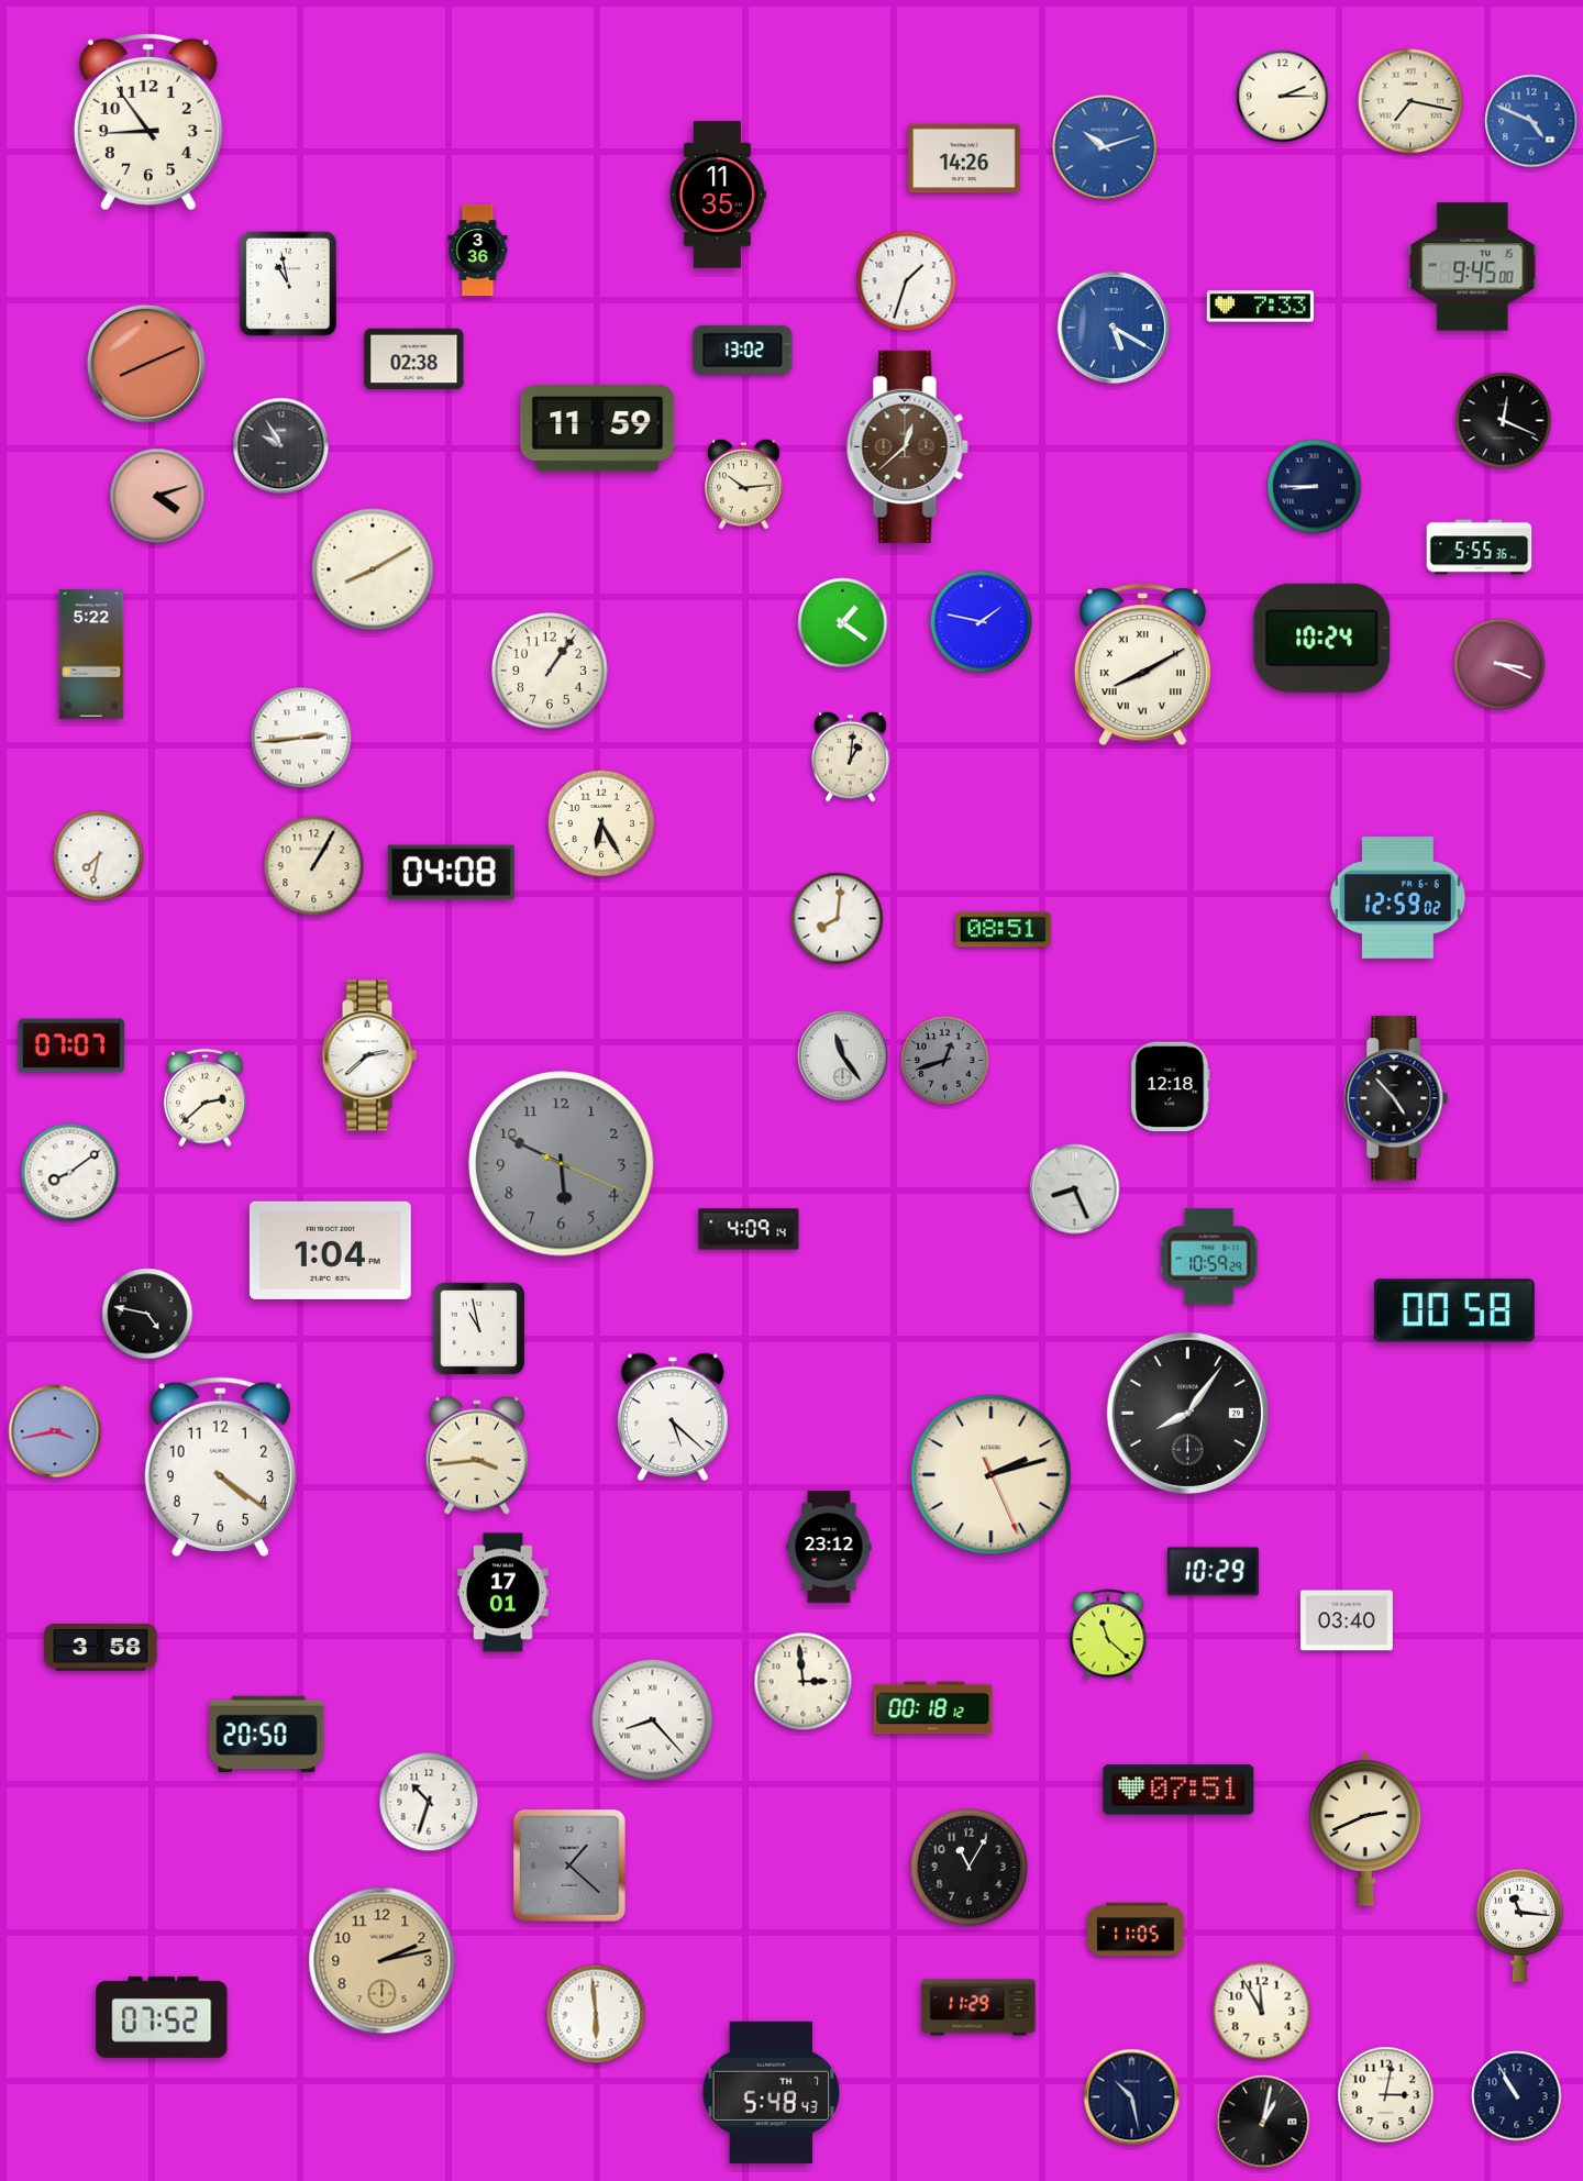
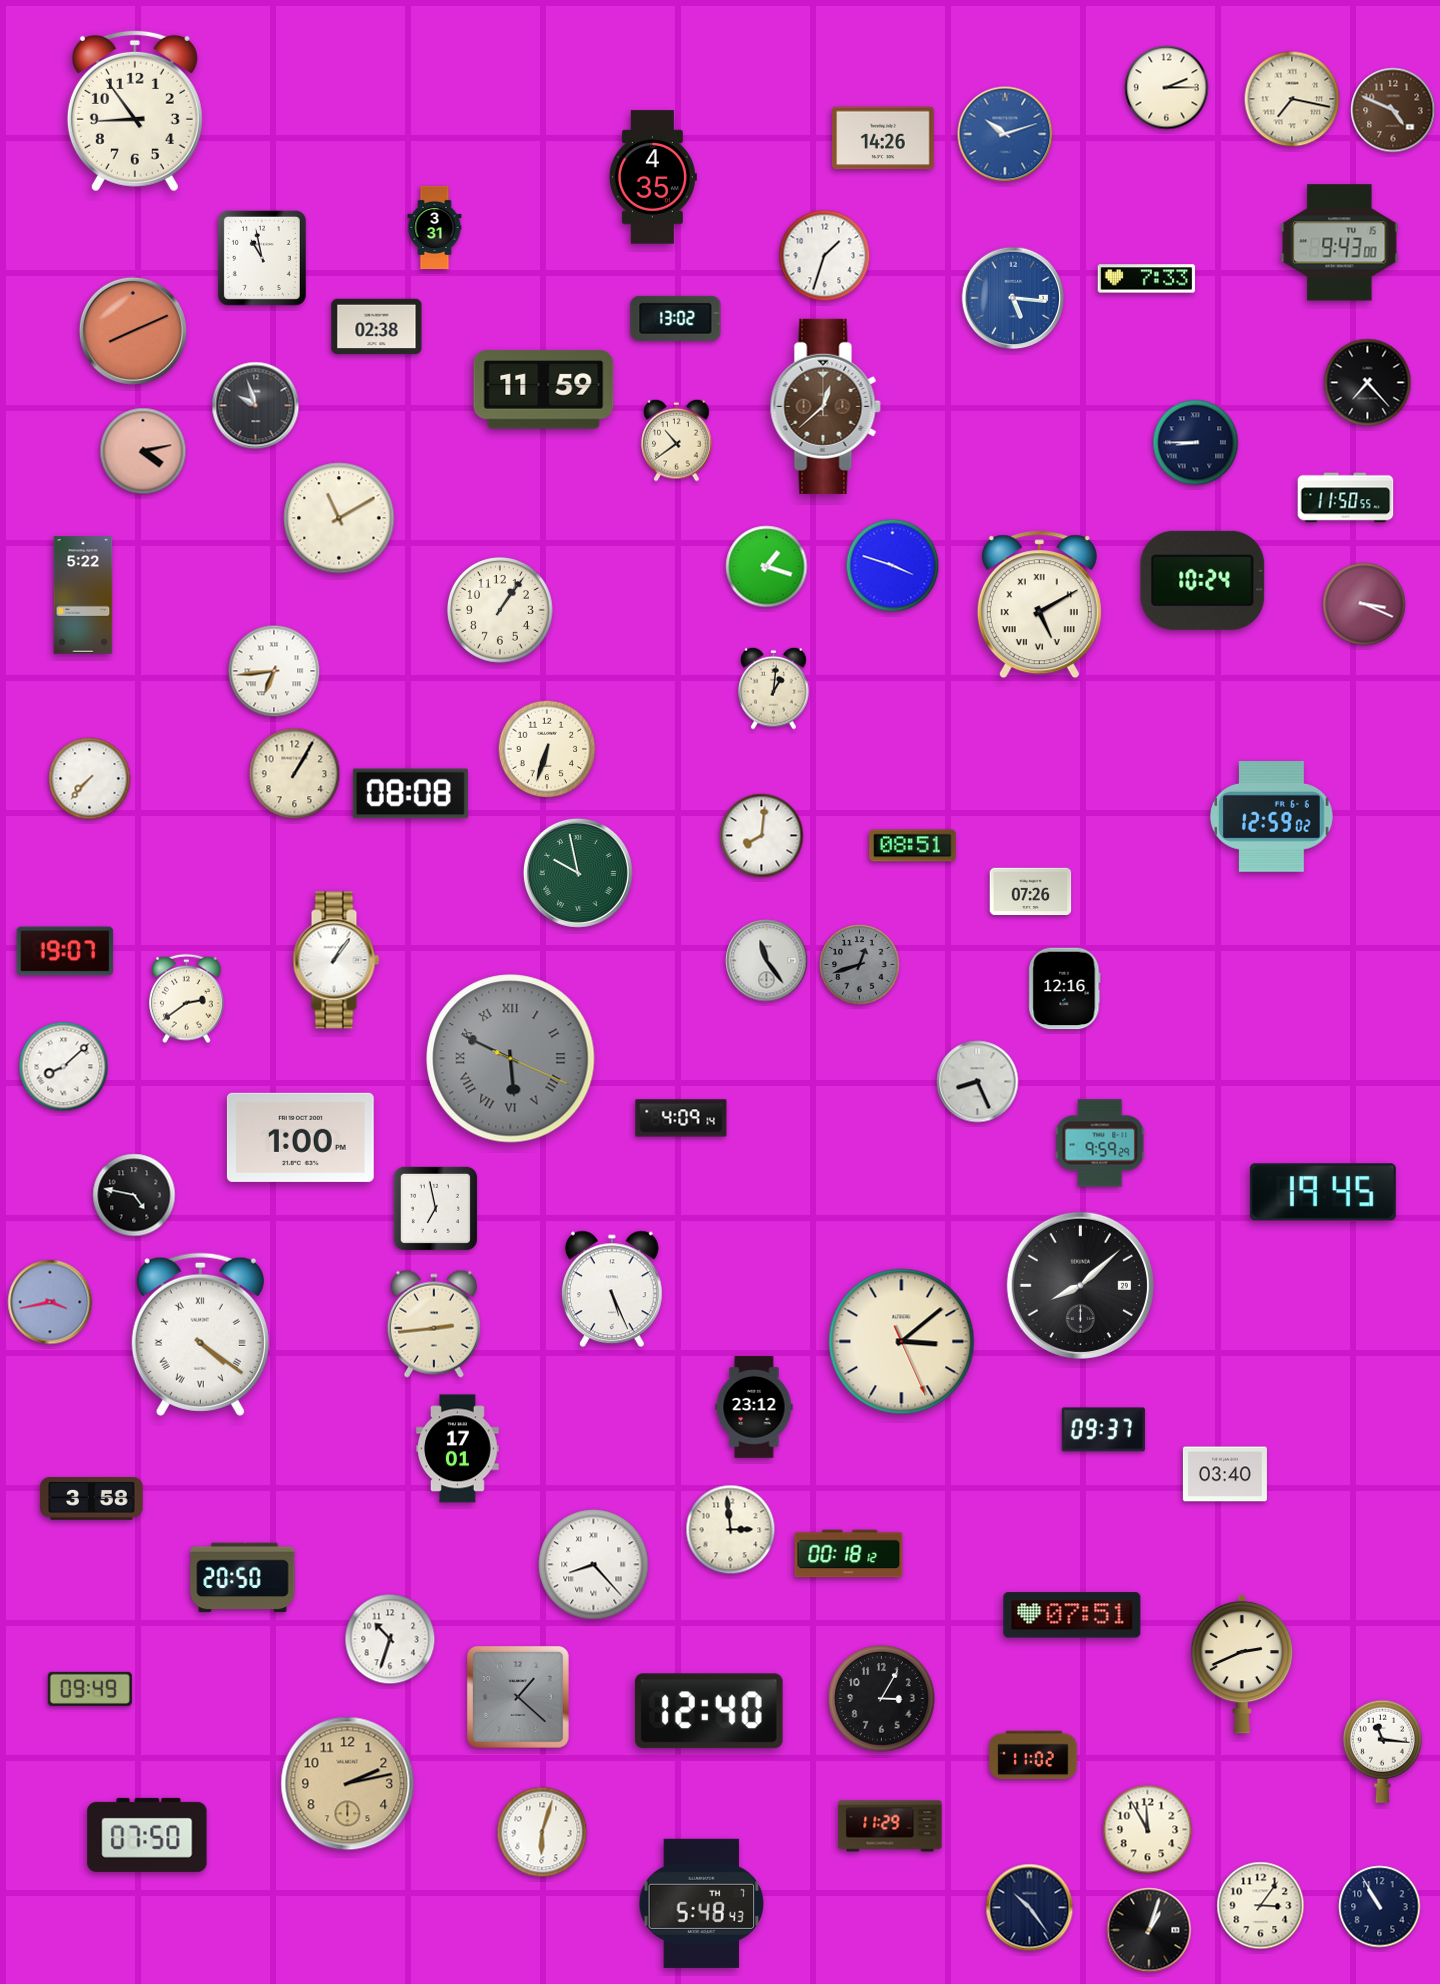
clock at (1410, 101) position: (1410, 101) -> (1292, 99)
clock at (1531, 121) dial: blue -> brown
clock at (964, 158) position: (964, 158) -> (883, 138)
clock at (718, 195): 11:35 -> 4:35
clock at (478, 250): 3:36 -> 3:31
clock at (1473, 267): 9:45 -> 9:43
clock at (1114, 328): 5:20 -> 5:16
clock at (1504, 421): 12:19 -> 7:23
clock at (281, 446): 9:55 -> 9:57
clock at (744, 484): 10:14 -> 10:39
clock at (157, 496): 4:12 -> 4:13
clock at (1480, 547): 5:55 -> 11:50
clock at (373, 569): 8:10 -> 11:10
clock at (982, 622): 1:47 -> 3:48
clock at (843, 623): 1:21 -> 1:18
clock at (1142, 665): 8:10 -> 5:10
clock at (301, 738): 2:44 -> 6:44
clock at (601, 823): 6:25 -> 6:33
clock at (99, 856): 7:32 -> 7:37
clock at (314, 866) position: (314, 866) -> (295, 774)
clock at (451, 873): 04:08 -> 08:08
clock at (578, 873): none -> 9:58
clock at (1031, 892): none -> 07:26
clock at (71, 1045): 07:07 -> 19:07
clock at (369, 1055): 2:38 -> 1:06
clock at (1171, 1087): 12:18 -> 12:16
clock at (206, 1098): 2:38 -> 2:39
clock at (1396, 1098): 4:53 -> none
clock at (562, 1164) numerals: Arabic -> Roman
clock at (70, 1173): 8:09 -> 8:08
clock at (330, 1250): 1:04 -> 1:00
clock at (1209, 1256): 10:59 -> 9:59
clock at (1454, 1310): 00:58 -> 19:45
clock at (478, 1328): 10:58 -> 6:58
clock at (1187, 1413): 8:06 -> 8:08
clock at (673, 1417): 5:22 -> 5:26
clock at (477, 1455): 3:44 -> 2:44
clock at (220, 1466) numerals: Arabic -> Roman
clock at (992, 1475): 2:12 -> 3:08
clock at (1213, 1572): 10:29 -> 09:37
clock at (1108, 1635): 11:22 -> none
clock at (1178, 1790) position: (1178, 1790) -> (1072, 1615)
clock at (90, 1689): none -> 09:49
clock at (970, 1868): 11:05 -> 3:05
clock at (709, 1711): none -> 12:40
clock at (1136, 1929): 11:05 -> 11:02
clock at (596, 2014): 5:59 -> 6:03
clock at (162, 2017): 07:52 -> 07:50
clock at (1386, 2095): 3:02 -> 3:06
clock at (1132, 2097): 10:28 -> 10:24
clock at (1263, 2122): 1:02 -> 1:03
